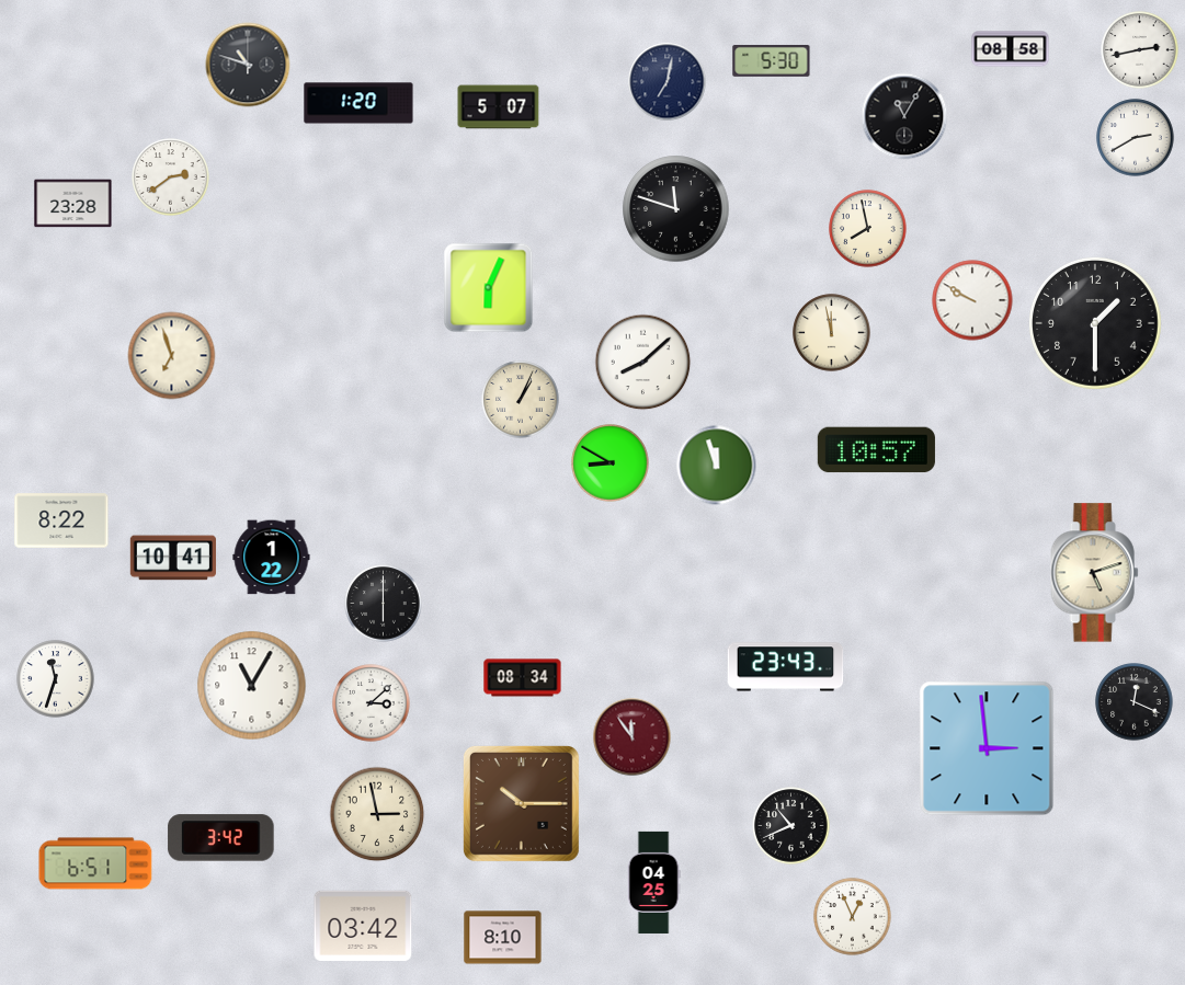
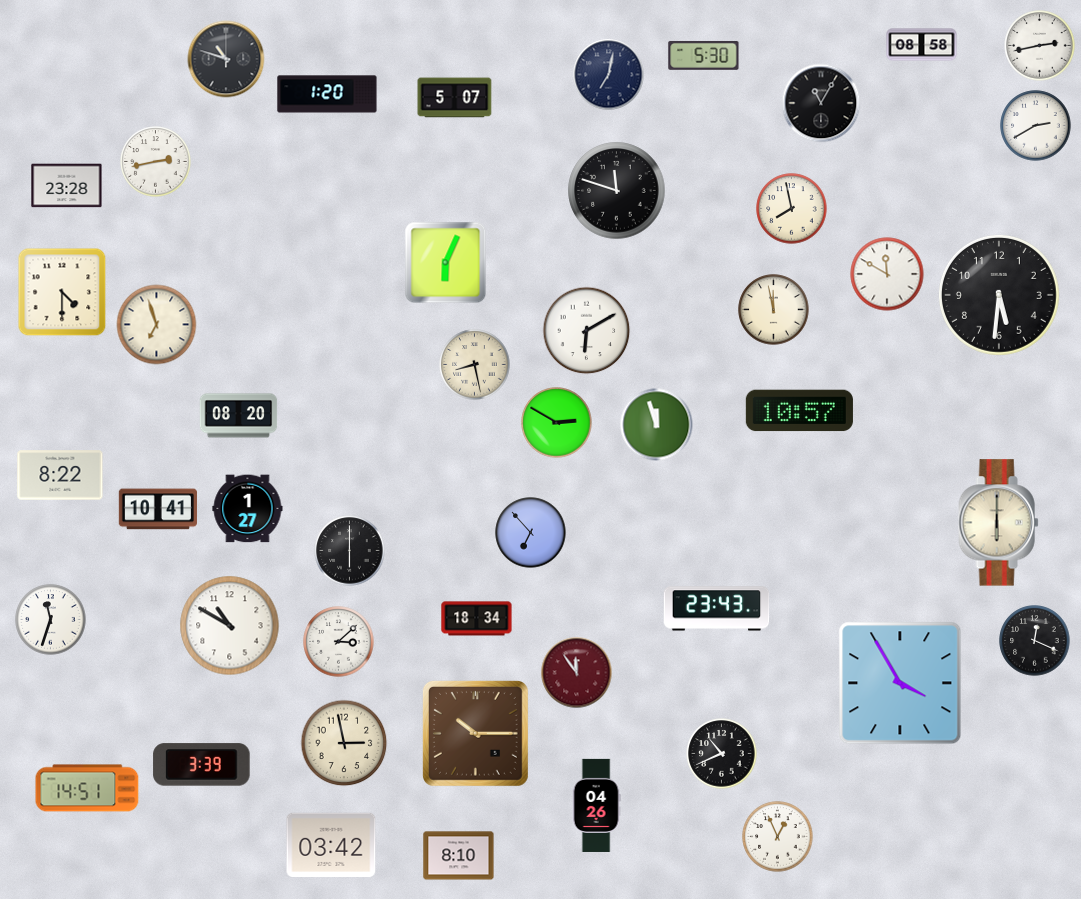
clock at (904, 116) position: (904, 116) -> (821, 103)
clock at (171, 177): 2:39 -> 2:43
clock at (972, 300): 9:50 -> 11:50
clock at (62, 292): none -> 4:30
clock at (1095, 323): 1:30 -> 5:31
clock at (832, 333) position: (832, 333) -> (774, 310)
clock at (643, 363): 8:08 -> 6:10
clock at (521, 400): 1:04 -> 8:28
clock at (239, 416): none -> 08:20
clock at (611, 463): 8:50 -> 2:50
clock at (717, 466) position: (717, 466) -> (657, 425)
clock at (61, 520) position: (61, 520) -> (60, 475)
clock at (272, 558): 1:22 -> 1:27
clock at (1095, 573): 5:12 -> 6:00
clock at (531, 533): none -> 6:53
clock at (523, 678): 08:34 -> 18:34
clock at (252, 686): 11:05 -> 10:50
clock at (987, 748): 2:59 -> 3:55
clock at (221, 838): 3:42 -> 3:39
clock at (95, 863): 6:51 -> 14:51
clock at (653, 882): 04:25 -> 04:26
